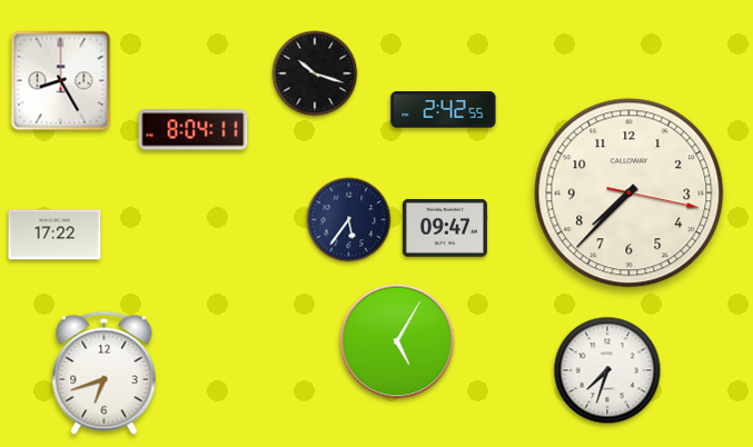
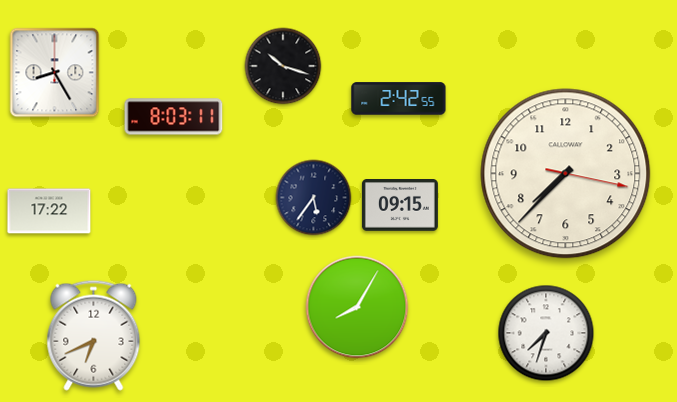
clock at (194, 130): 8:04 -> 8:03
clock at (445, 229): 09:47 -> 09:15
clock at (397, 341): 5:05 -> 8:05
clock at (105, 372): 6:42 -> 6:41
